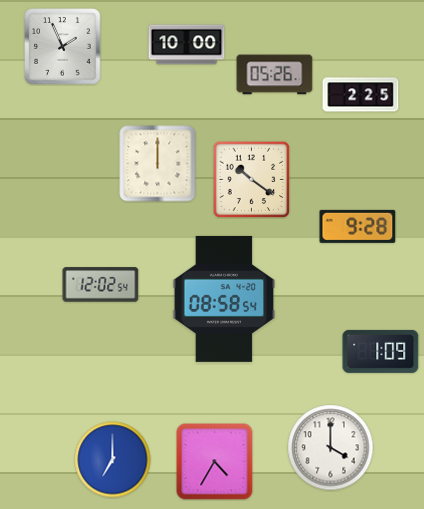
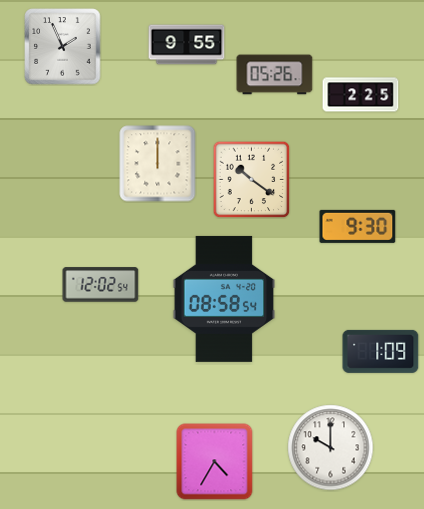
clock at (187, 45): 10:00 -> 9:55
clock at (358, 226): 9:28 -> 9:30
clock at (331, 448): 4:00 -> 10:00
clock at (113, 460): 7:00 -> none
